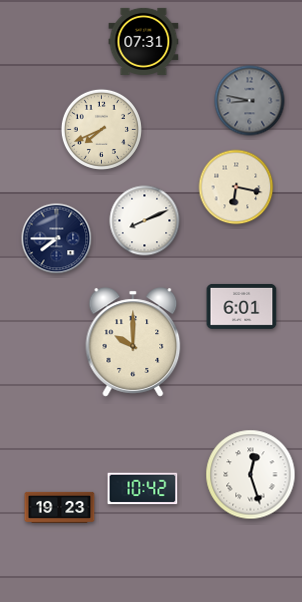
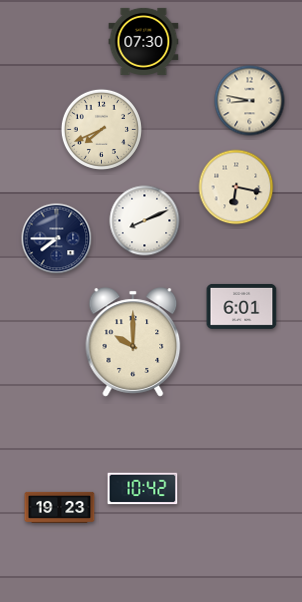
clock at (144, 41): 07:31 -> 07:30
clock at (250, 101) dial: grey -> cream
clock at (251, 475): 12:27 -> none
